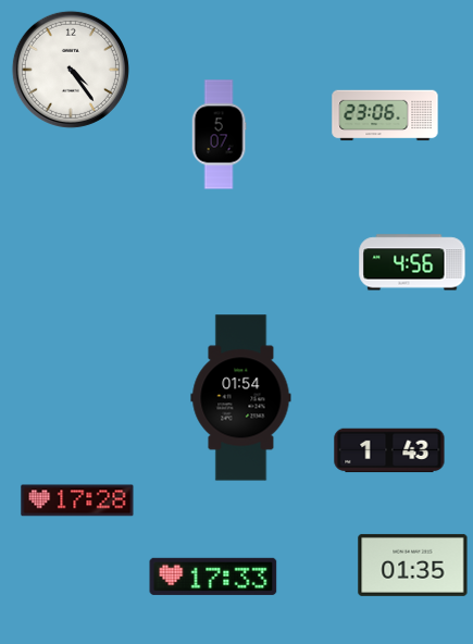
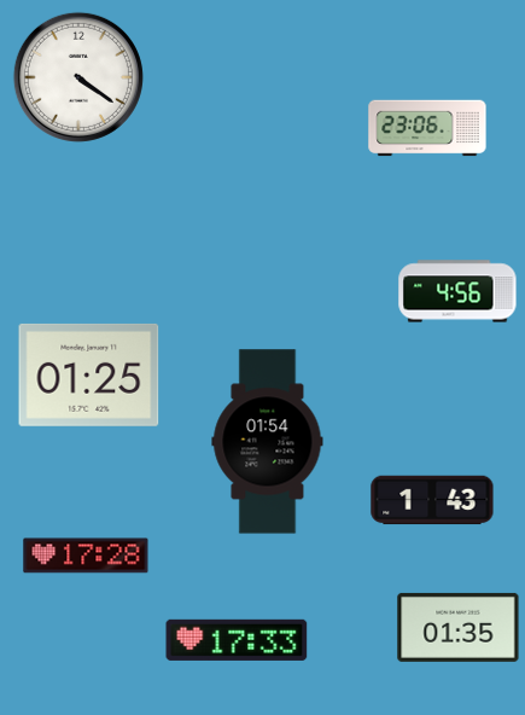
clock at (71, 70): 4:24 -> 4:21
clock at (219, 135): 5:07 -> none
clock at (89, 374): none -> 01:25
